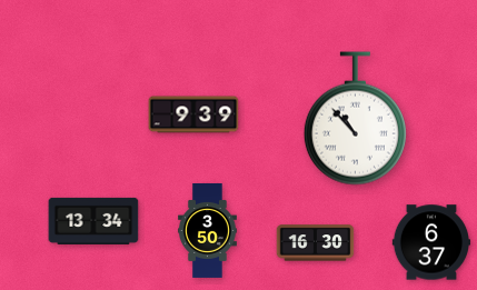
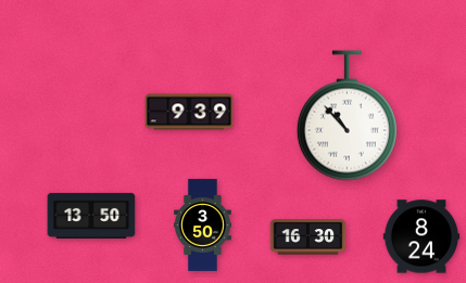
clock at (93, 221): 13:34 -> 13:50
clock at (431, 242): 6:37 -> 8:24
